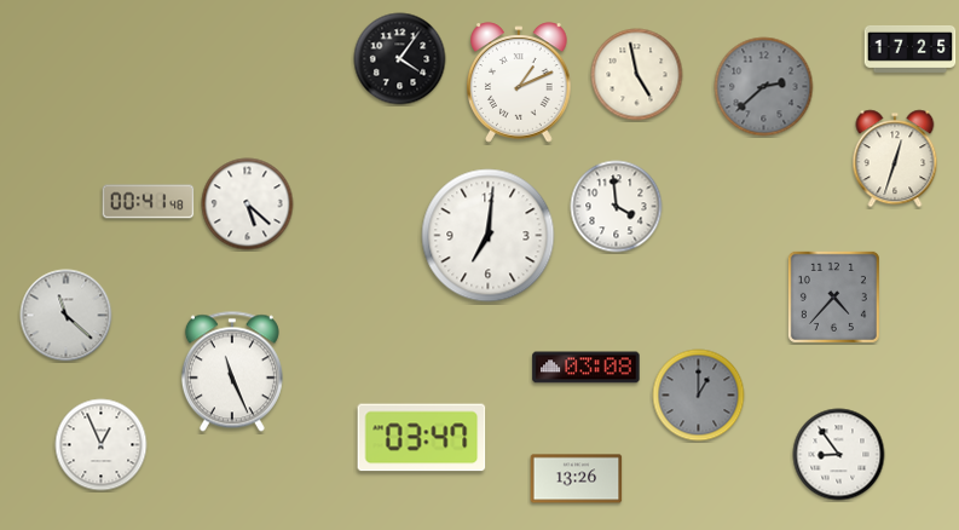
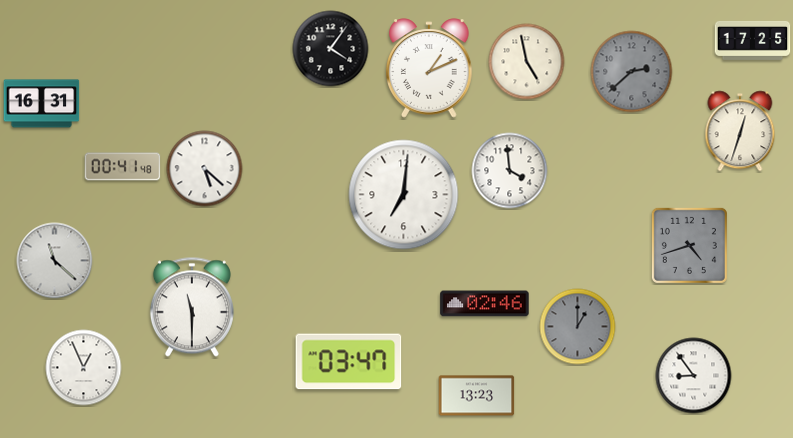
clock at (42, 104): none -> 16:31
clock at (833, 296): 4:37 -> 4:42
clock at (587, 368): 03:08 -> 02:46
clock at (232, 371): 11:26 -> 11:30
clock at (577, 479): 13:26 -> 13:23
